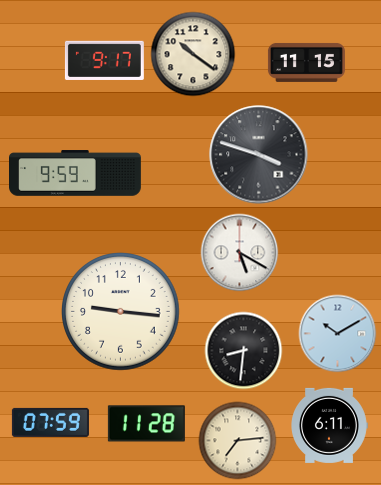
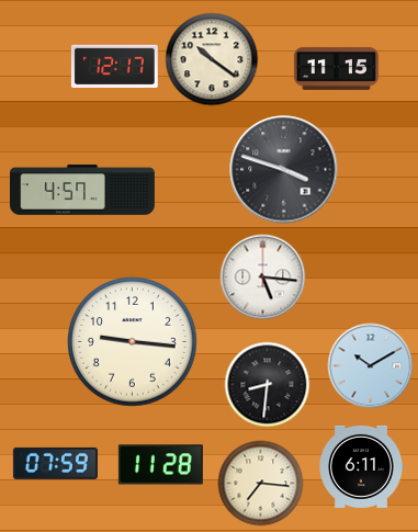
clock at (104, 60): 9:17 -> 12:17
clock at (76, 173): 9:59 -> 4:57
clock at (239, 252): 5:20 -> 5:16
clock at (237, 440): 7:14 -> 7:16
